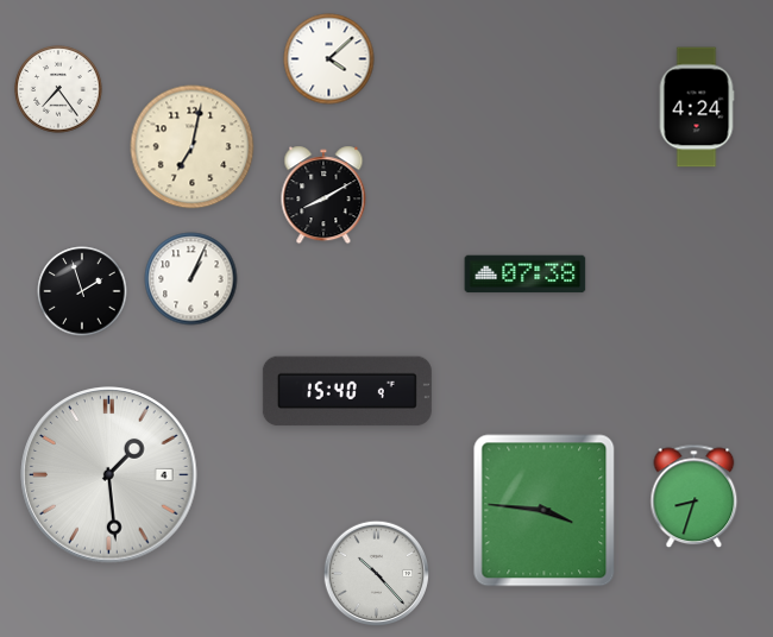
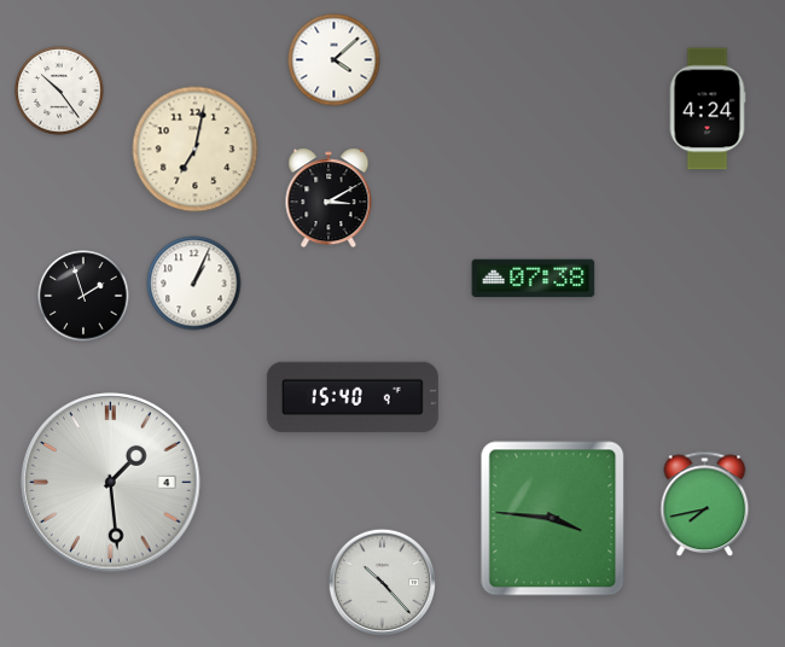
clock at (58, 89): 7:24 -> 10:24
clock at (323, 195): 8:10 -> 3:10
clock at (695, 497): 8:33 -> 7:43
